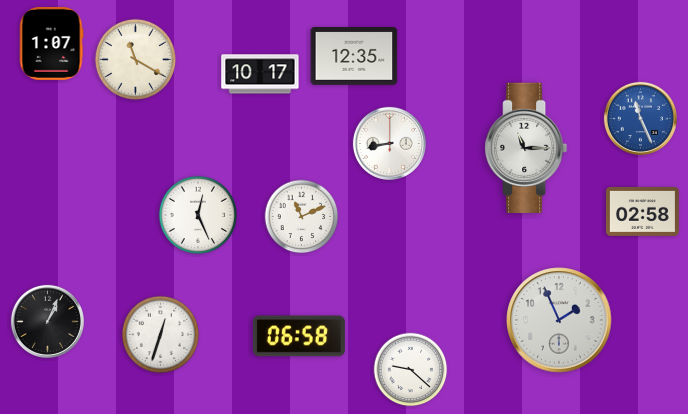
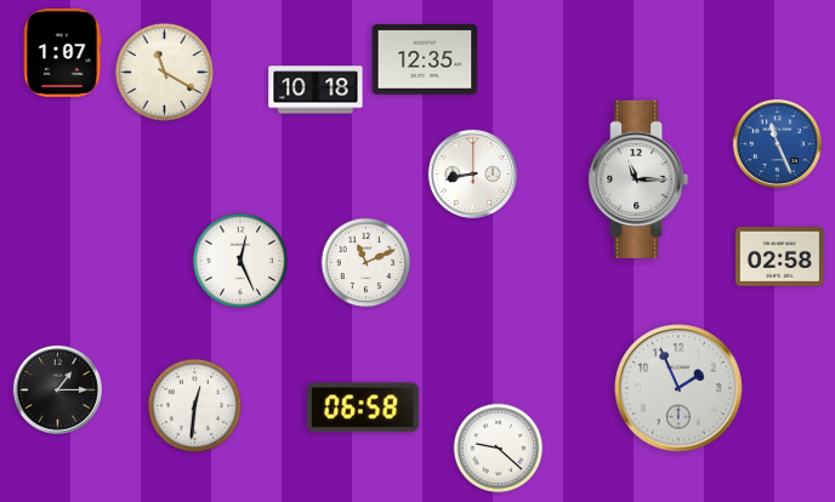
clock at (354, 57) position: (354, 57) -> (425, 61)
clock at (260, 74): 10:17 -> 10:18
clock at (47, 321): 1:04 -> 1:15
clock at (161, 335): 12:33 -> 12:31
